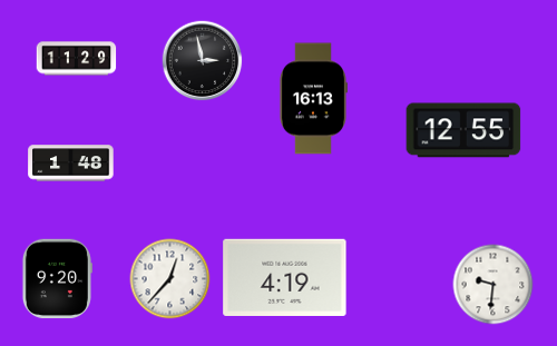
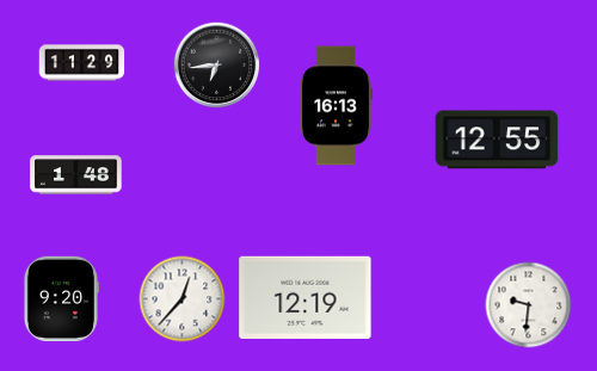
clock at (203, 61): 2:58 -> 6:44
clock at (285, 277): 4:19 -> 12:19
